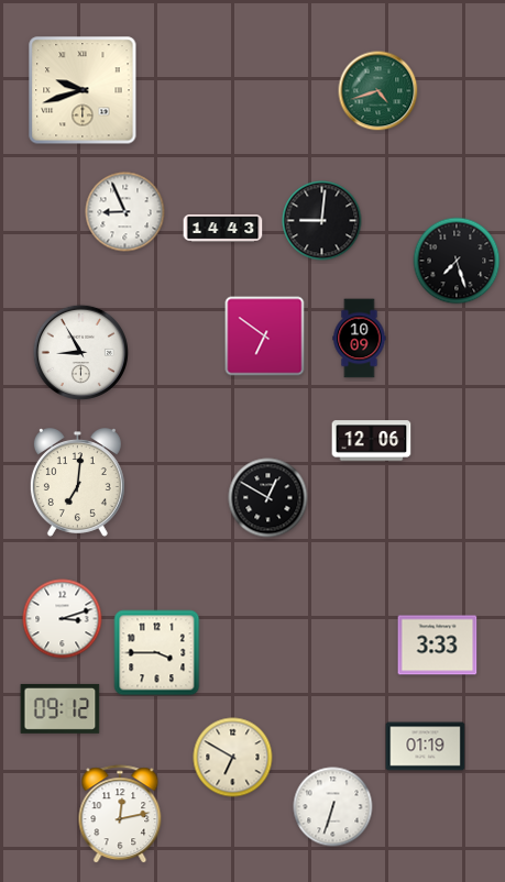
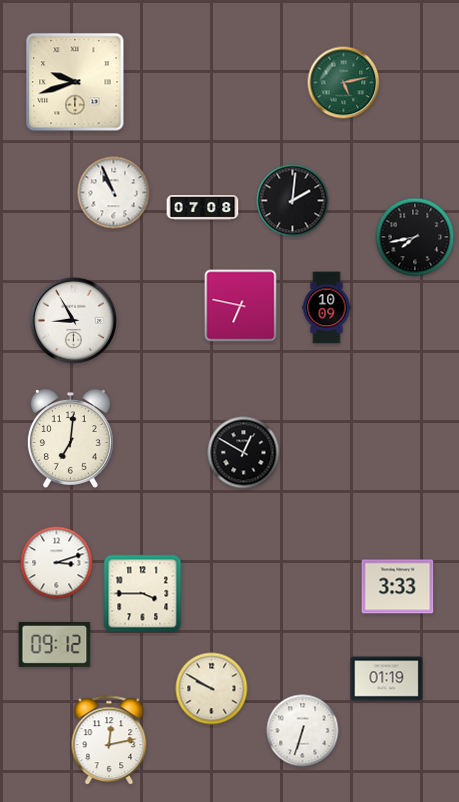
clock at (378, 91): 4:42 -> 5:13
clock at (125, 212): 8:56 -> 10:56
clock at (322, 221): 9:01 -> 2:01
clock at (223, 229): 14:43 -> 07:08
clock at (457, 261): 7:27 -> 7:43
clock at (265, 337): 6:51 -> 6:47
clock at (372, 441): 12:06 -> none
clock at (233, 758): 6:50 -> 9:50
clock at (333, 807) position: (333, 807) -> (303, 731)
